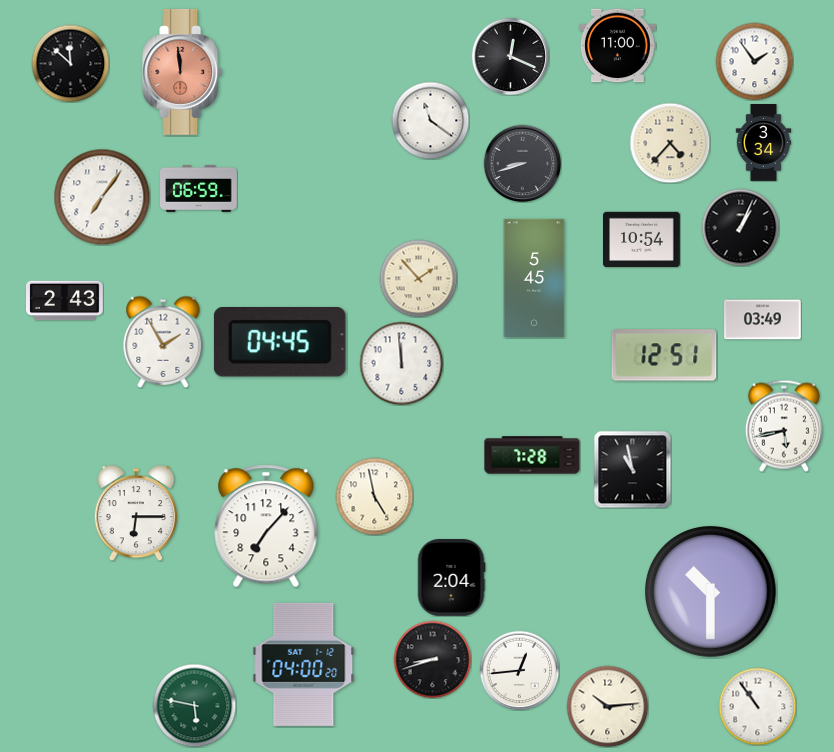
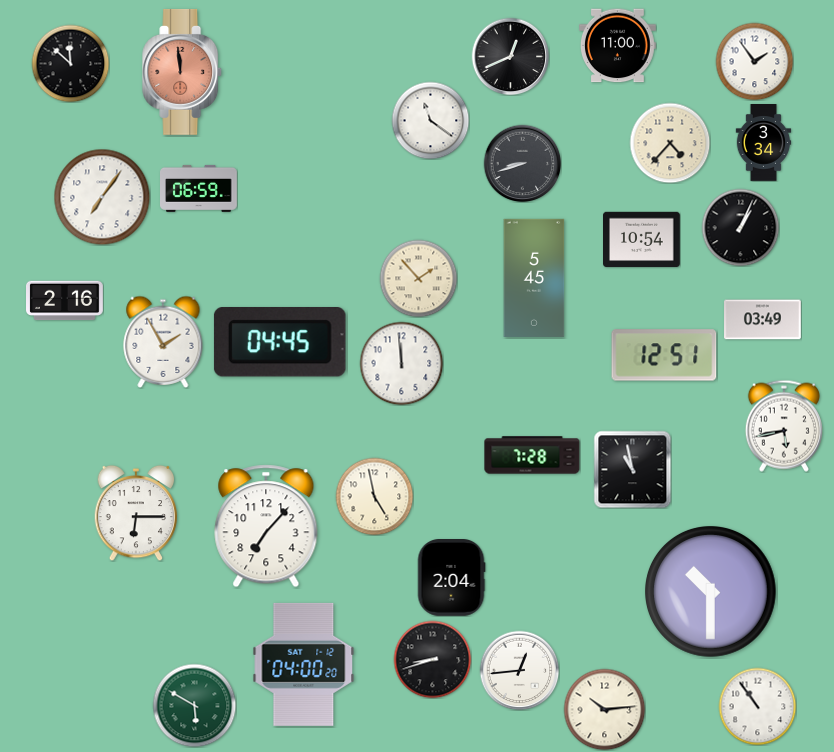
clock at (510, 56): 12:19 -> 12:41
clock at (65, 301): 2:43 -> 2:16
clock at (194, 705): 5:47 -> 5:50
clock at (607, 706) position: (607, 706) -> (604, 709)
